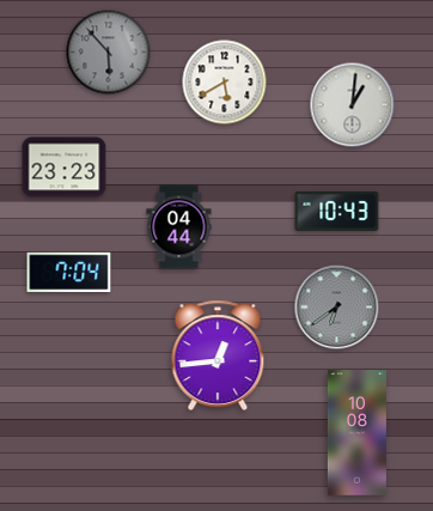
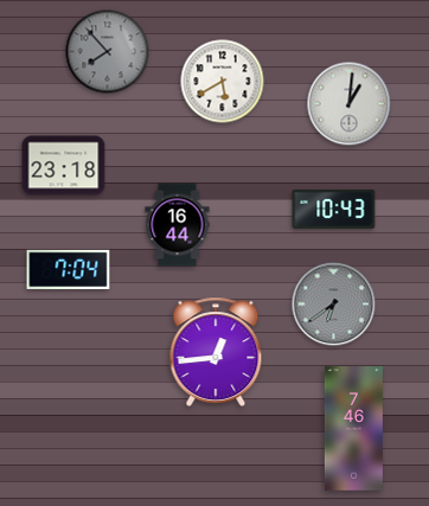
clock at (109, 53): 5:53 -> 7:53
clock at (65, 168): 23:23 -> 23:18
clock at (179, 227): 04:44 -> 16:44
clock at (356, 433): 10:08 -> 7:46
